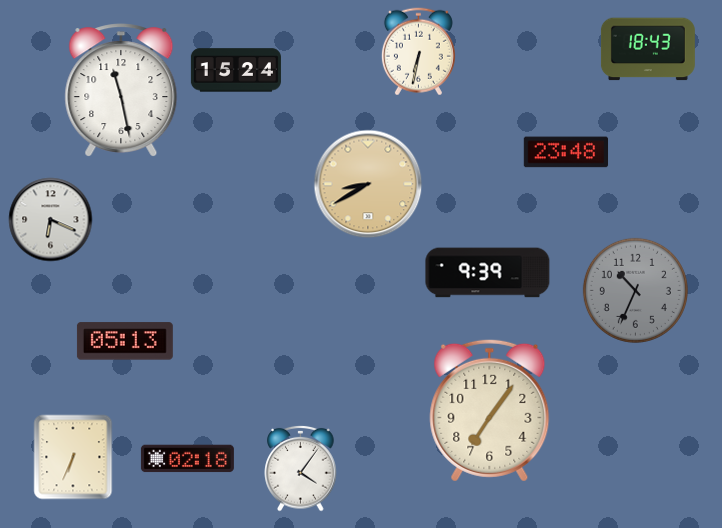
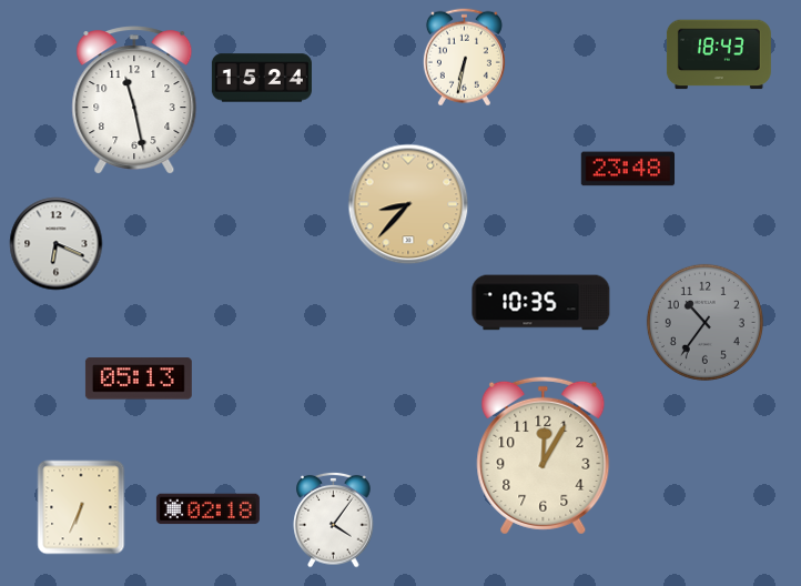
clock at (368, 184): 8:40 -> 8:37
clock at (488, 273): 9:39 -> 10:35
clock at (635, 290): 10:34 -> 10:36
clock at (490, 410): 7:06 -> 12:05
